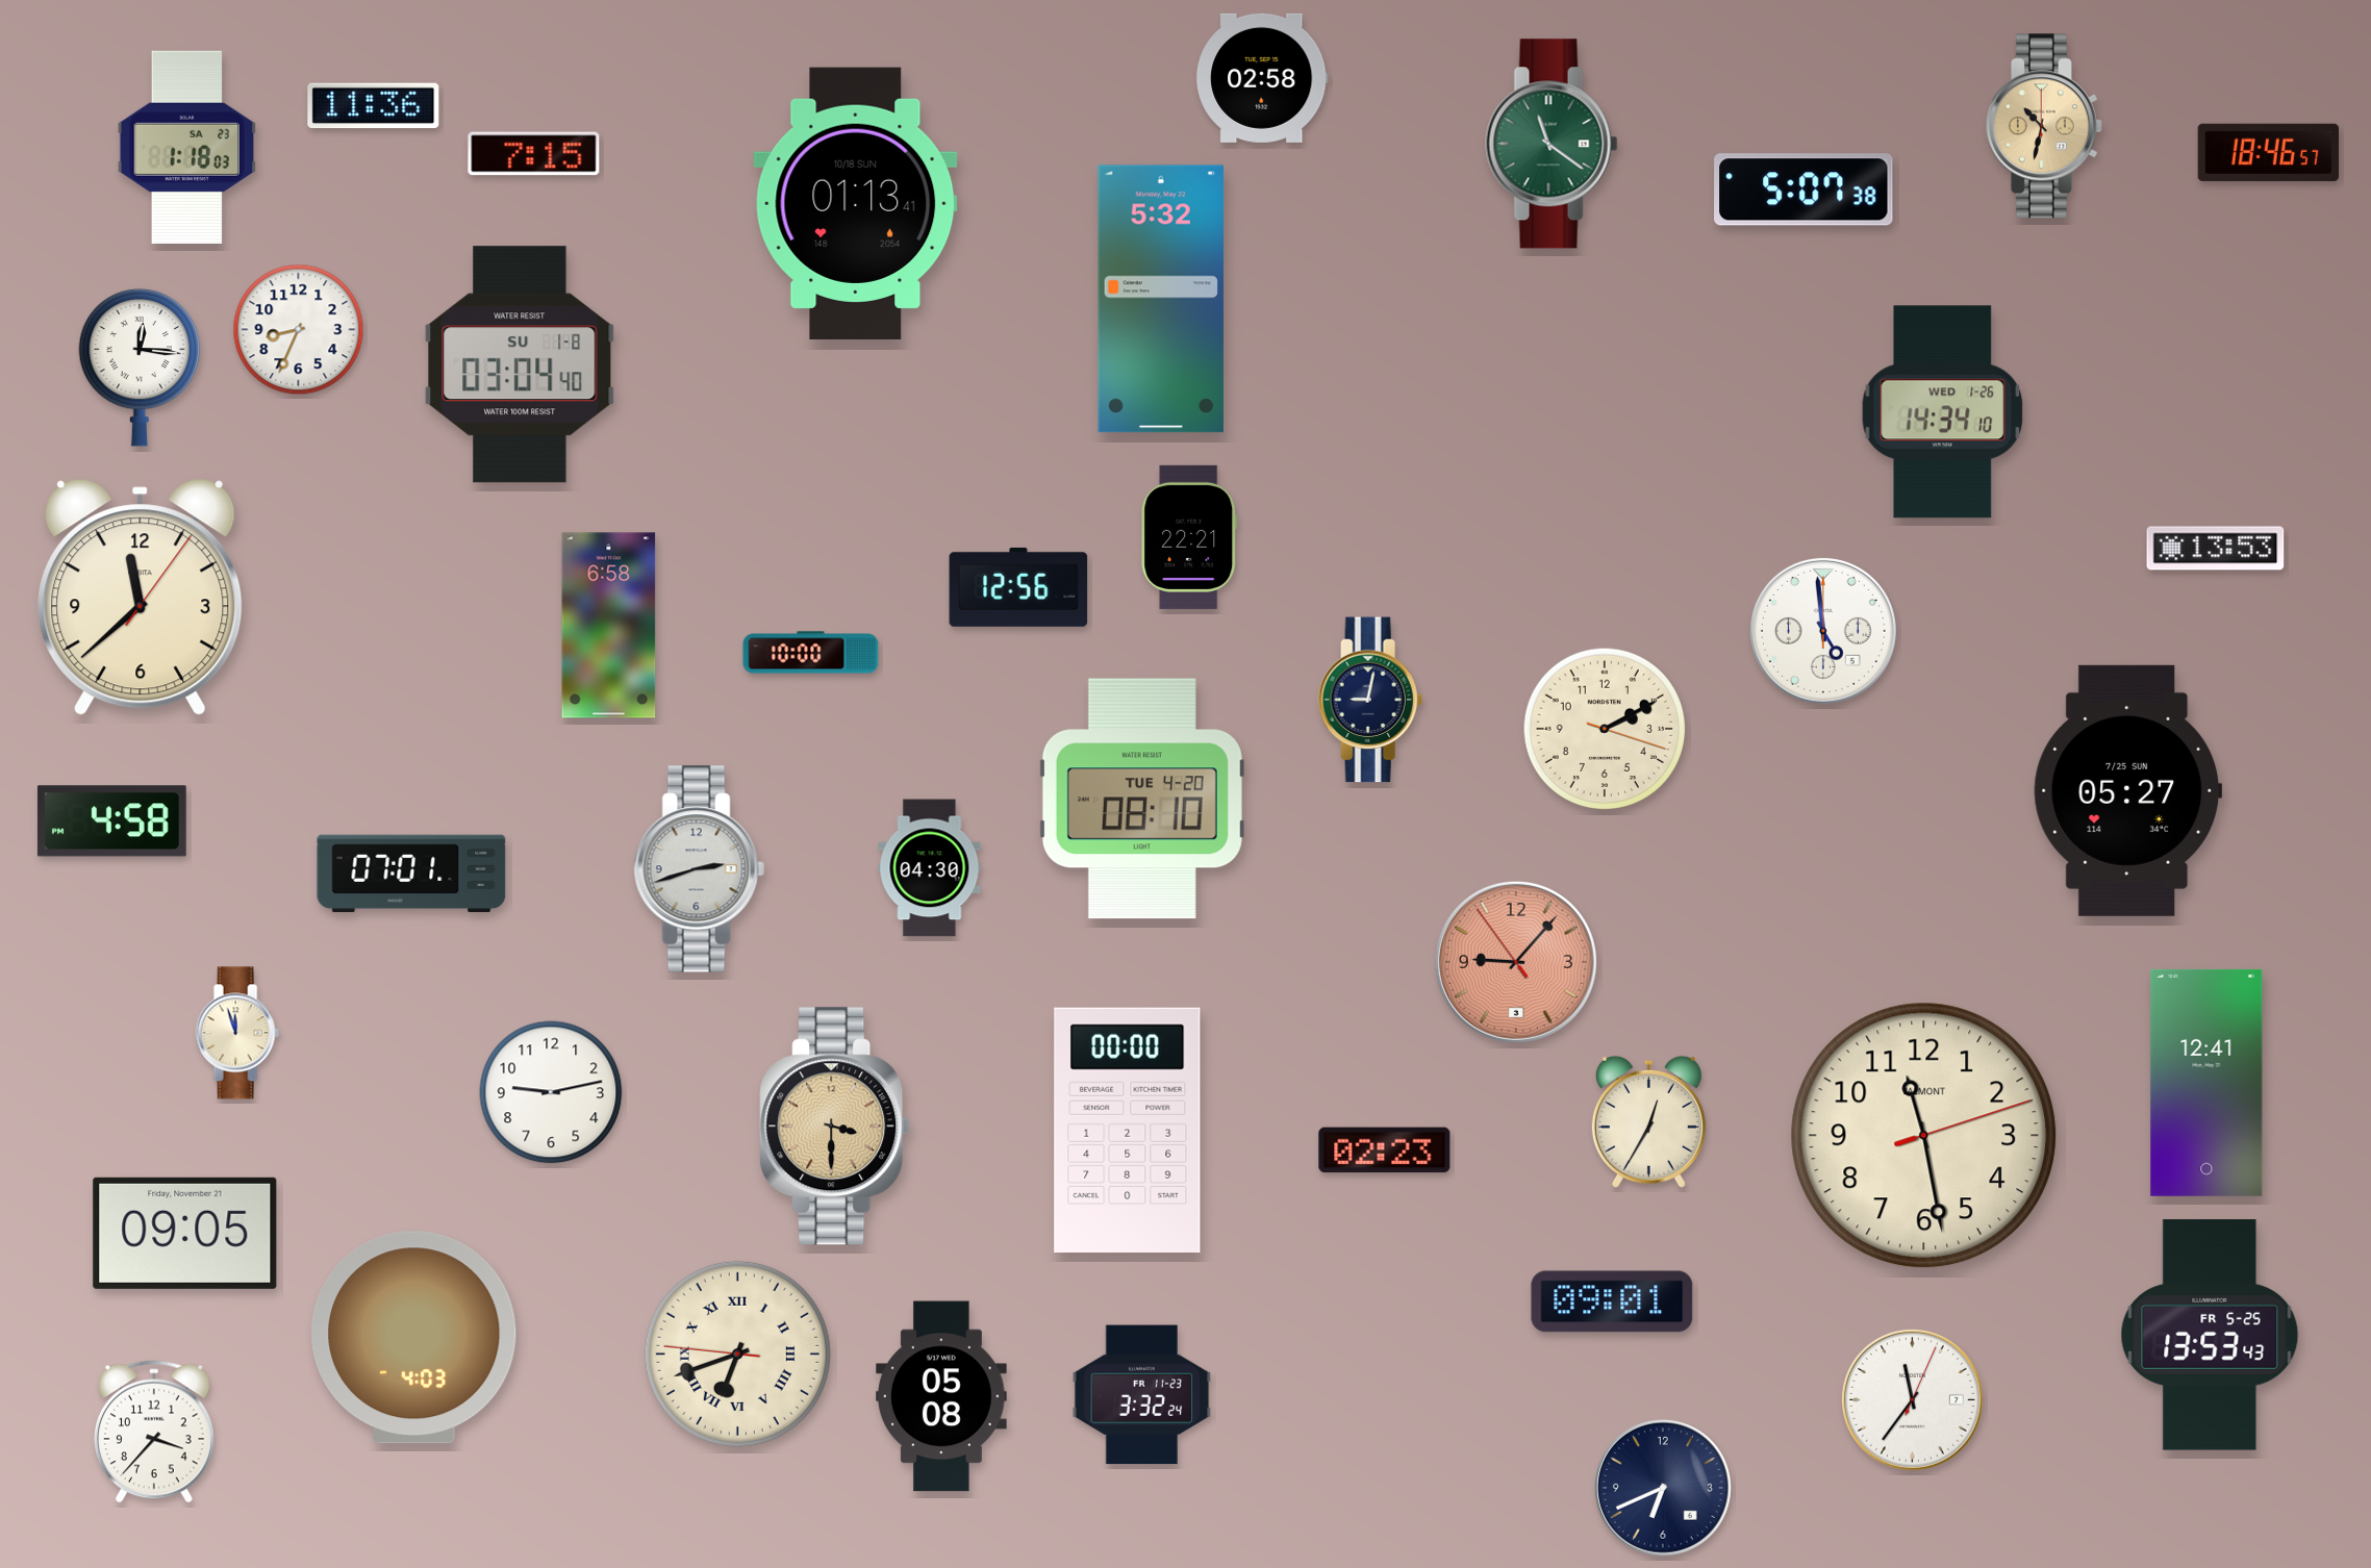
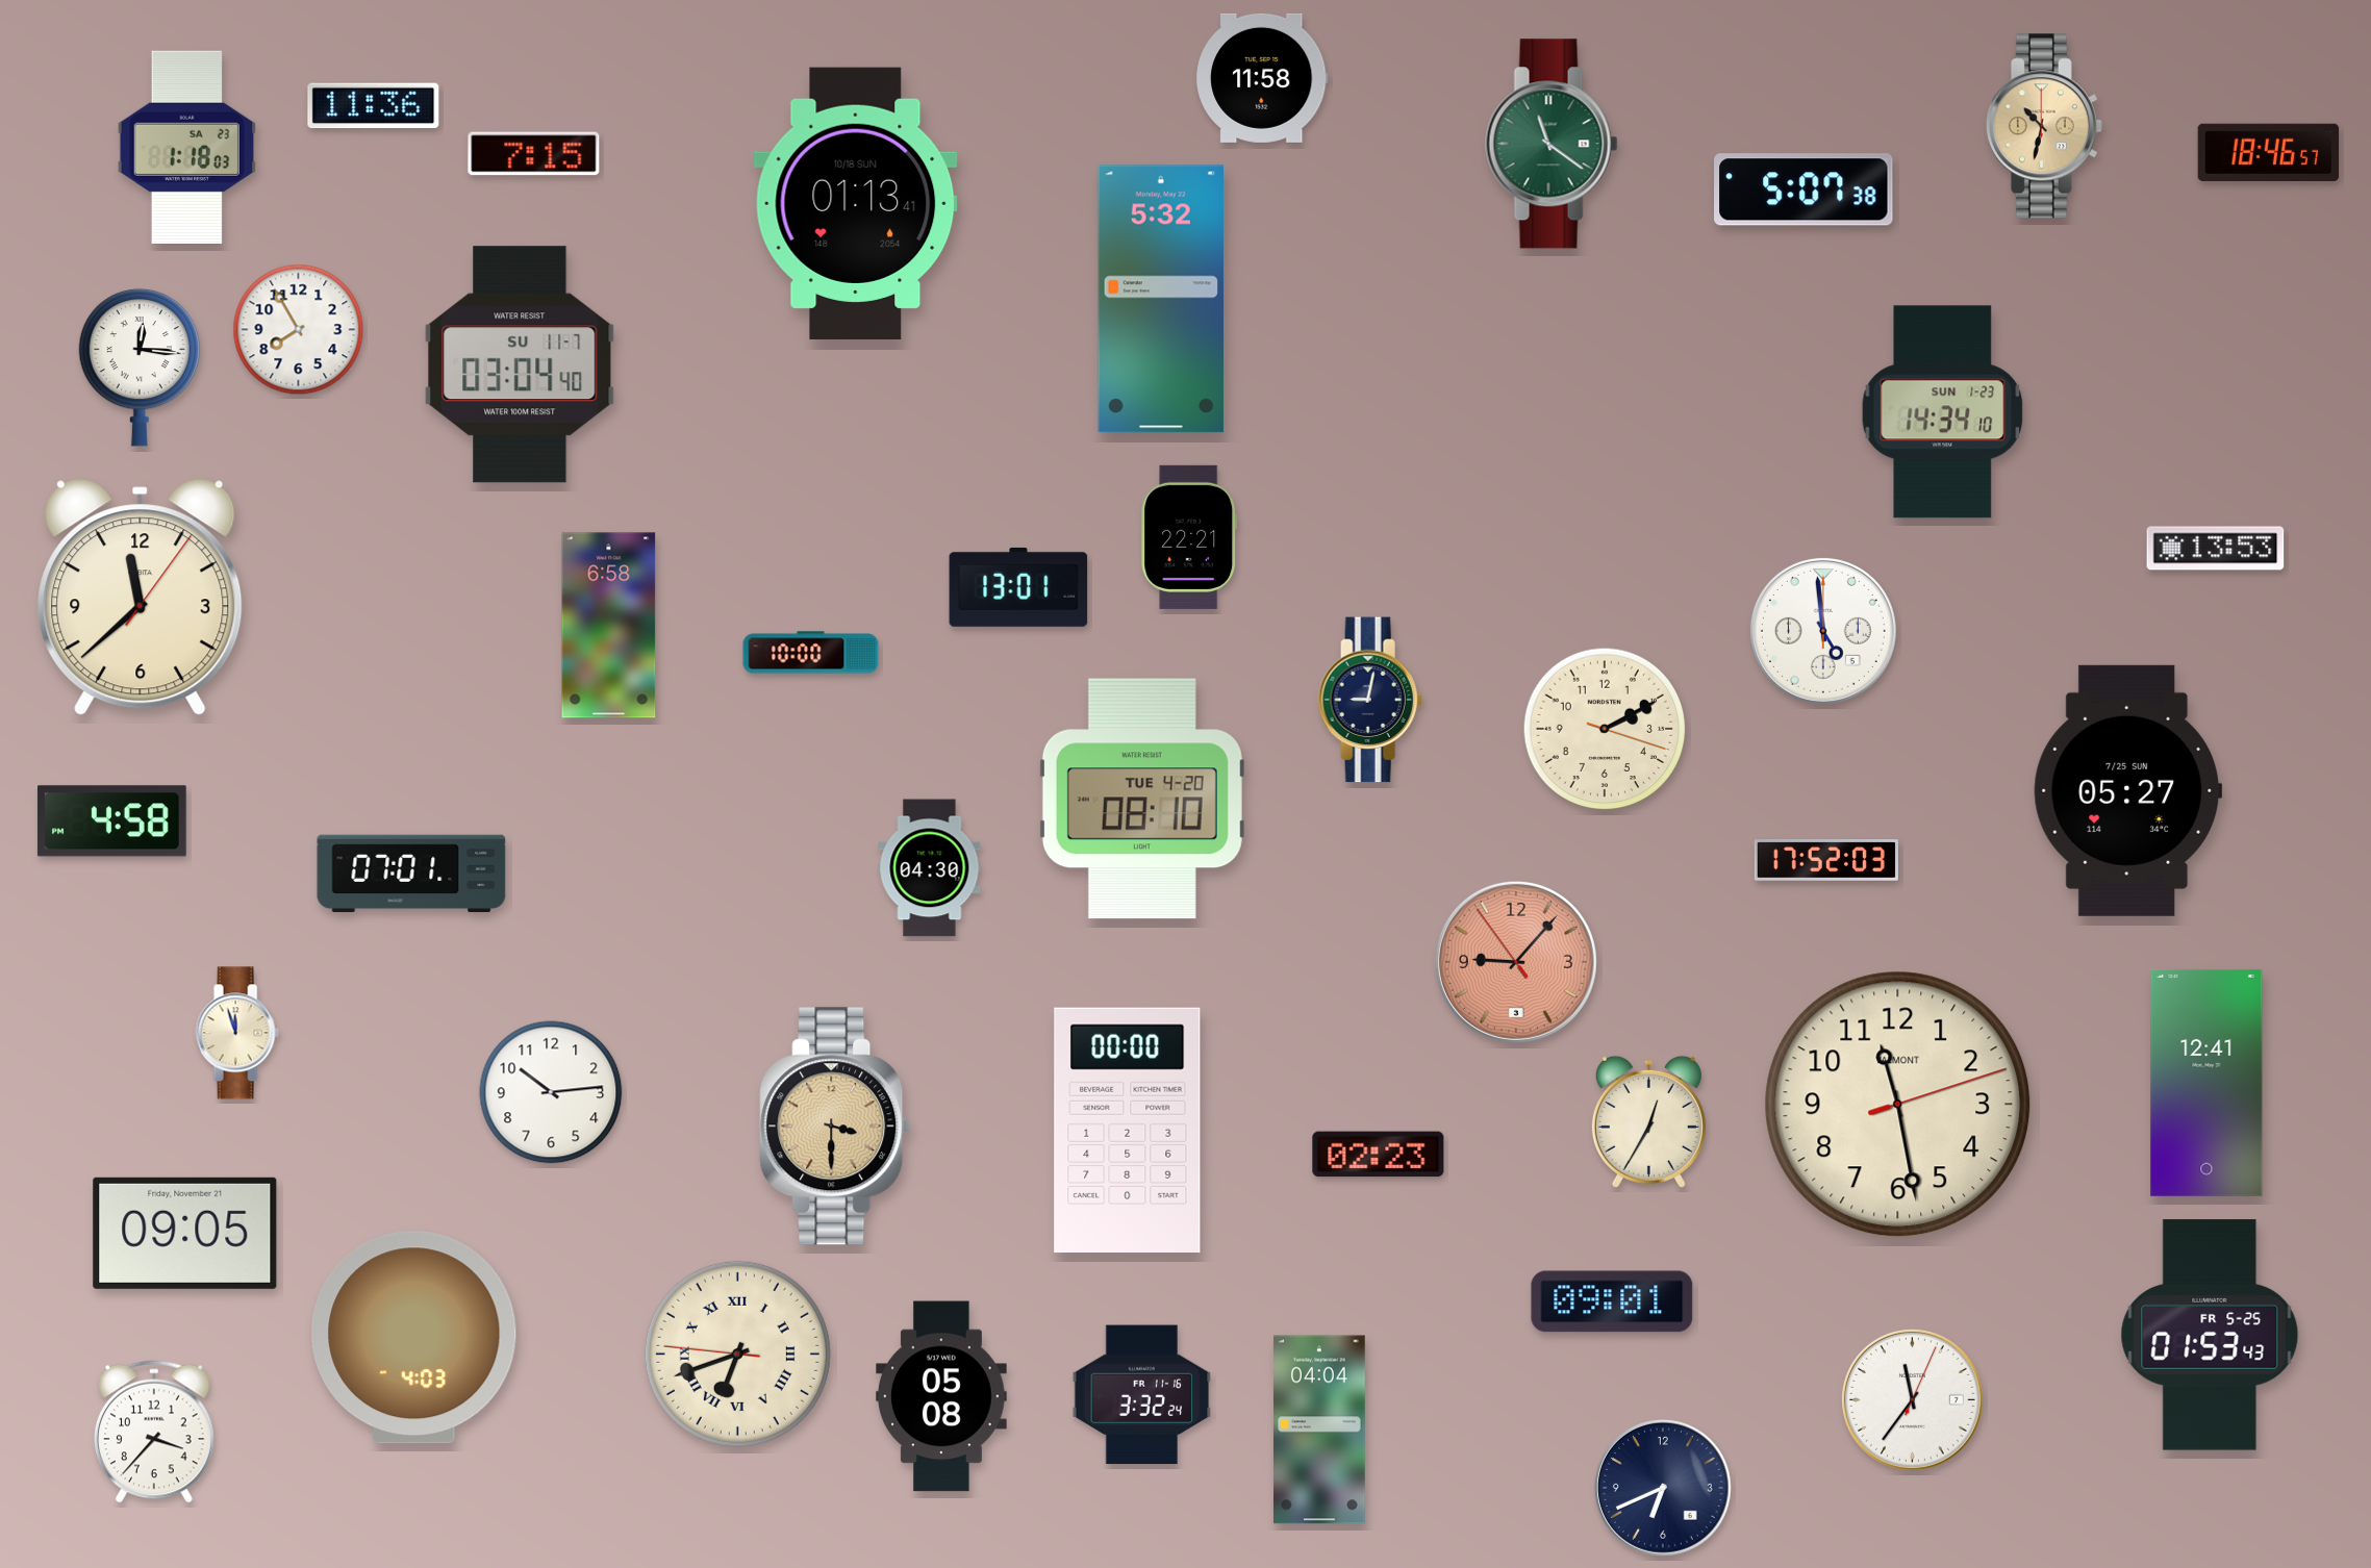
clock at (1263, 78): 02:58 -> 11:58
clock at (299, 330): 8:34 -> 7:55
clock at (520, 364) date: SU 1-8 -> SU 11-7
clock at (1943, 412) date: WED 1-26 -> SUN 1-23
clock at (1018, 587): 12:56 -> 13:01
clock at (1826, 860): none -> 17:52
clock at (699, 869): 2:42 -> none
clock at (551, 1092): 9:13 -> 10:14
clock at (1924, 1136) position: (1924, 1136) -> (1898, 1105)
clock at (1385, 1150) position: (1385, 1150) -> (1379, 1155)
clock at (2210, 1335): 13:53 -> 01:53
clock at (1142, 1395) date: FR 11-23 -> FR 11-16
clock at (1320, 1430): none -> 04:04
